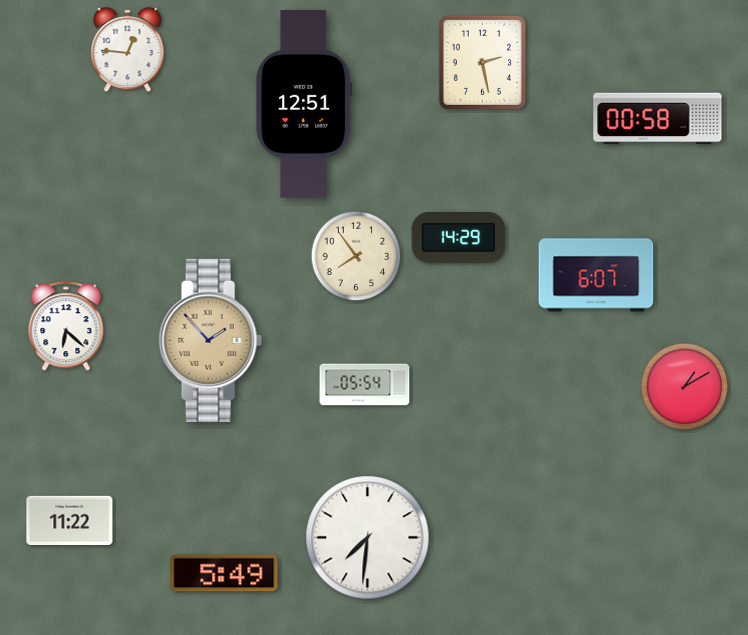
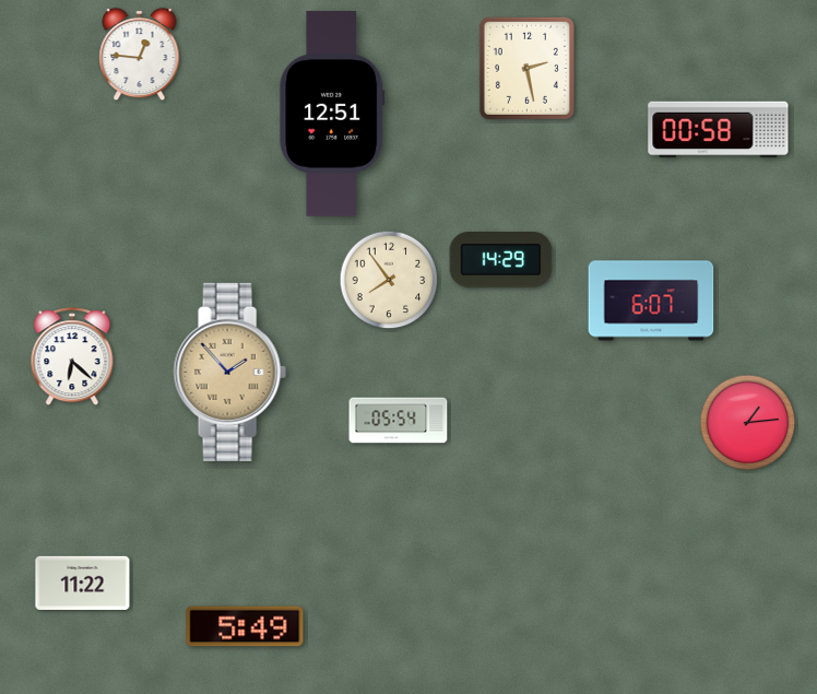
clock at (685, 387): 1:10 -> 1:14
clock at (70, 520) position: (70, 520) -> (83, 583)
clock at (368, 538): 7:31 -> none
